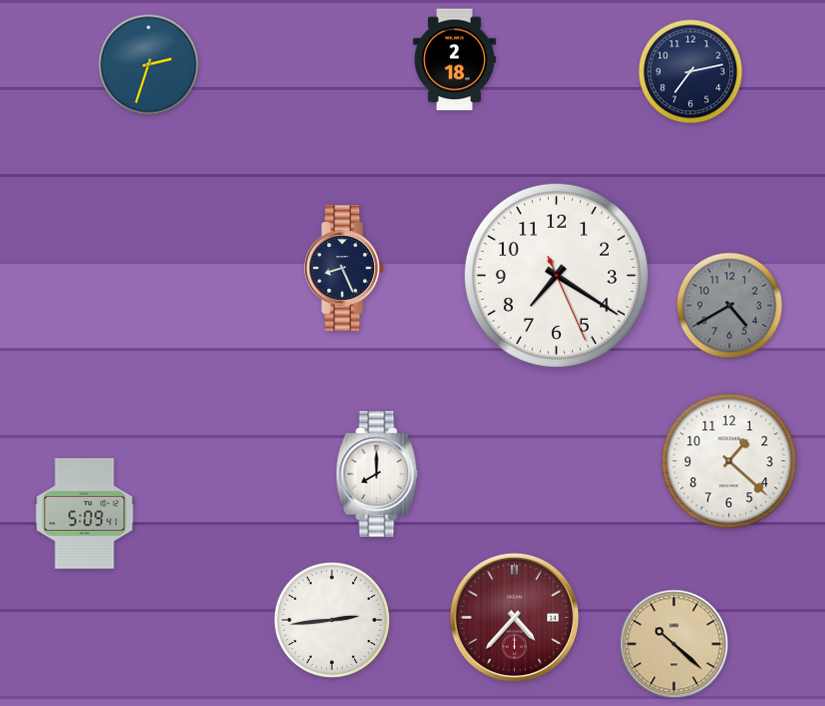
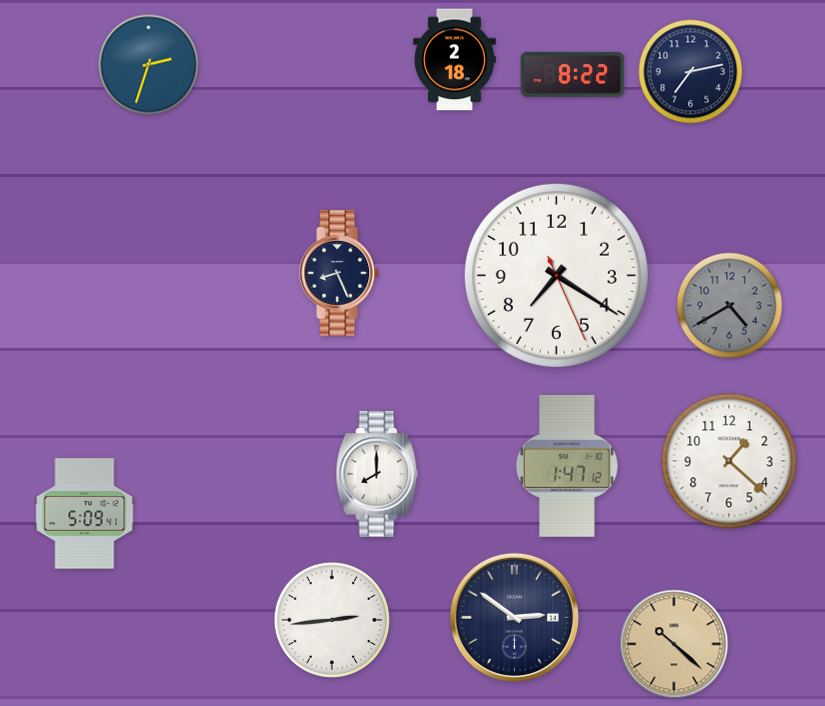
clock at (573, 74): none -> 8:22
clock at (345, 268) position: (345, 268) -> (340, 273)
clock at (567, 466): none -> 1:47
clock at (514, 617): 4:37 -> 2:51
clock at (514, 617) dial: burgundy -> navy
